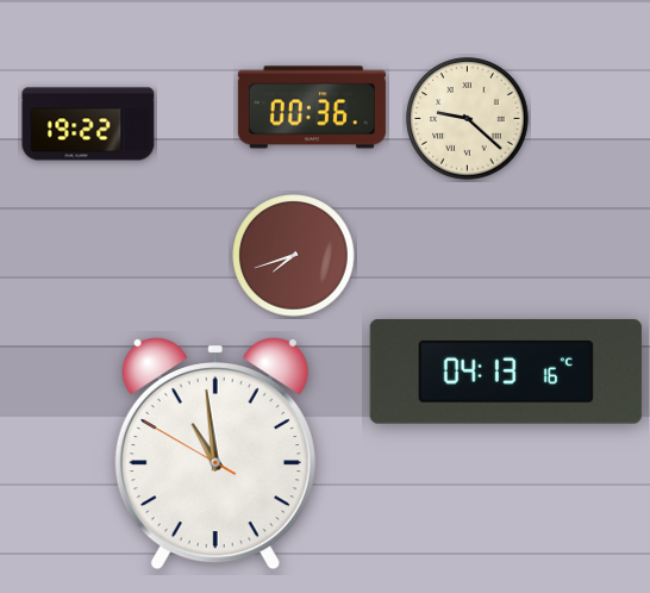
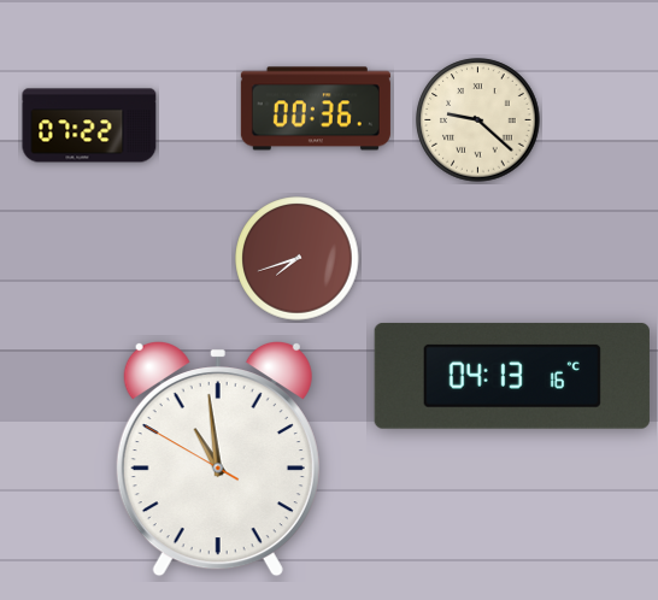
clock at (468, 119) position: (468, 119) -> (478, 120)
clock at (88, 124): 19:22 -> 07:22
